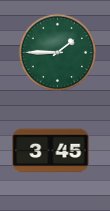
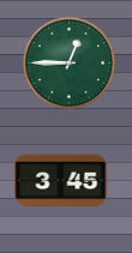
clock at (57, 52): 1:45 -> 12:45
